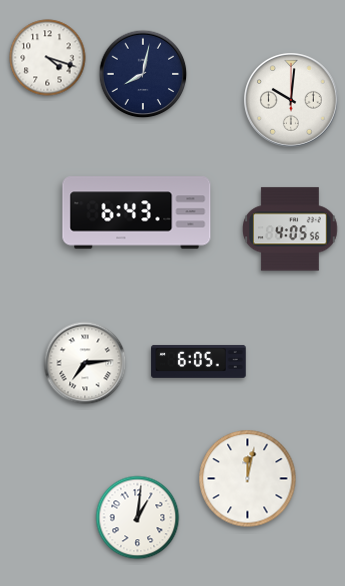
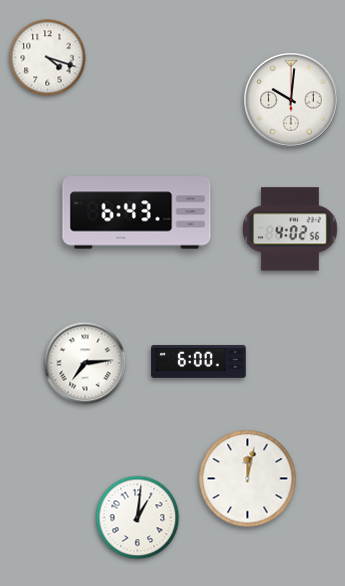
clock at (143, 74): 8:02 -> none
clock at (291, 229): 4:05 -> 4:02
clock at (199, 361): 6:05 -> 6:00
